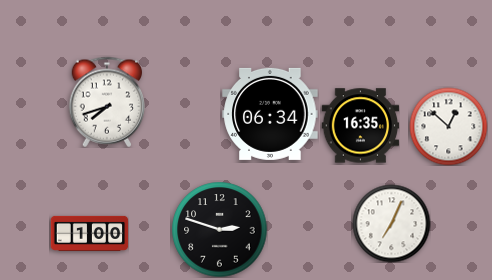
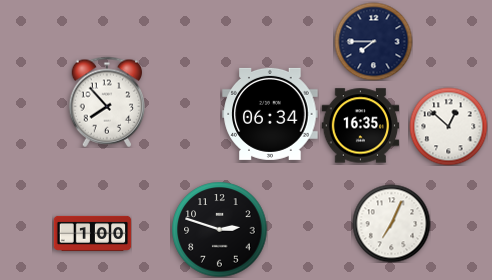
clock at (373, 41): none -> 7:45
clock at (107, 102): 7:42 -> 7:53
clock at (89, 233) position: (89, 233) -> (92, 233)
